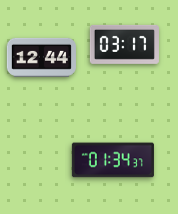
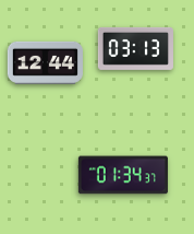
clock at (124, 44): 03:17 -> 03:13
